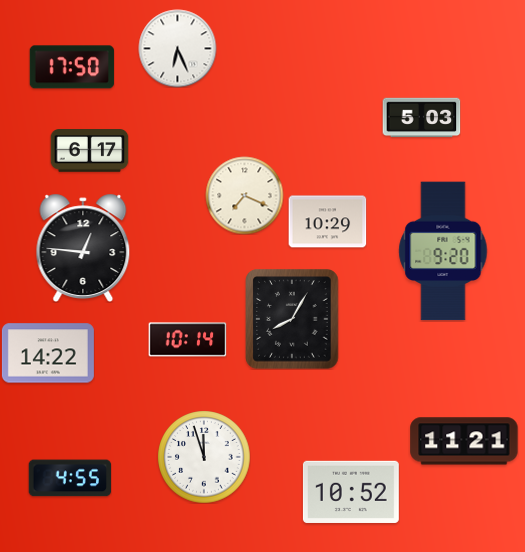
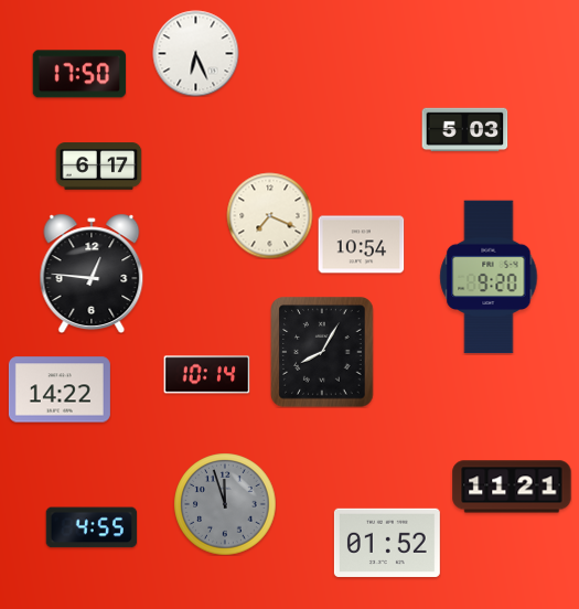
clock at (327, 222): 10:29 -> 10:54
clock at (48, 353) position: (48, 353) -> (60, 389)
clock at (204, 457) dial: white -> grey
clock at (70, 478) position: (70, 478) -> (92, 527)
clock at (351, 491): 10:52 -> 01:52
